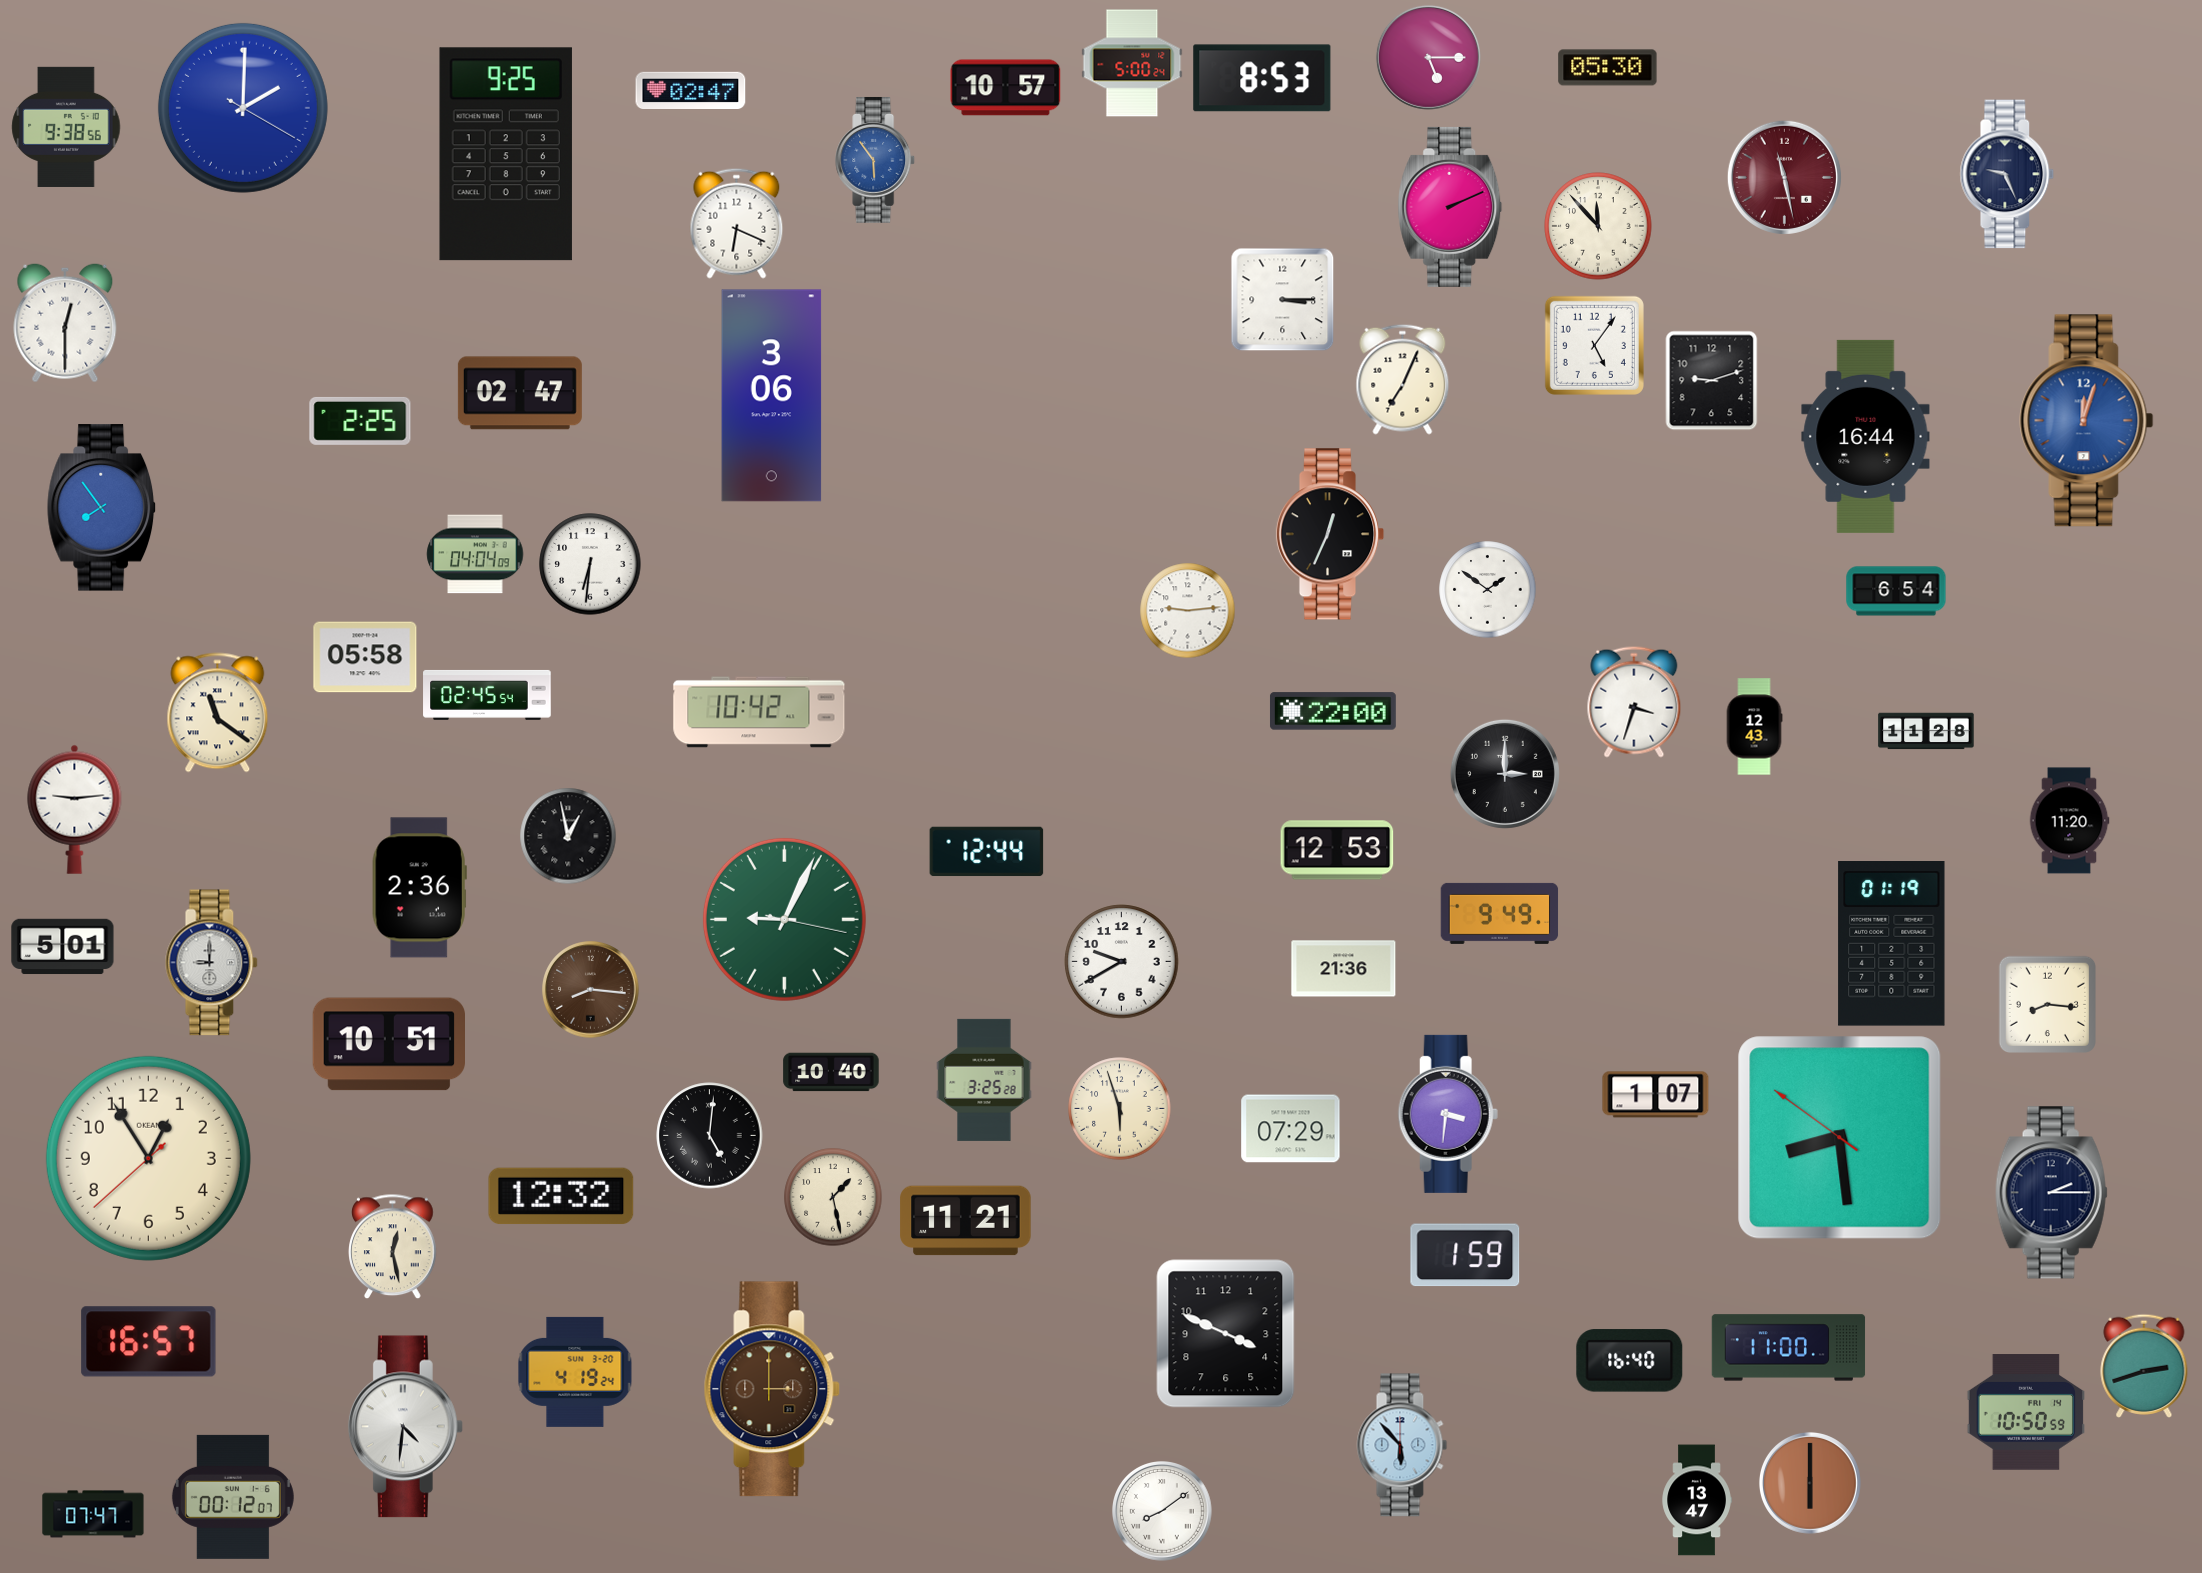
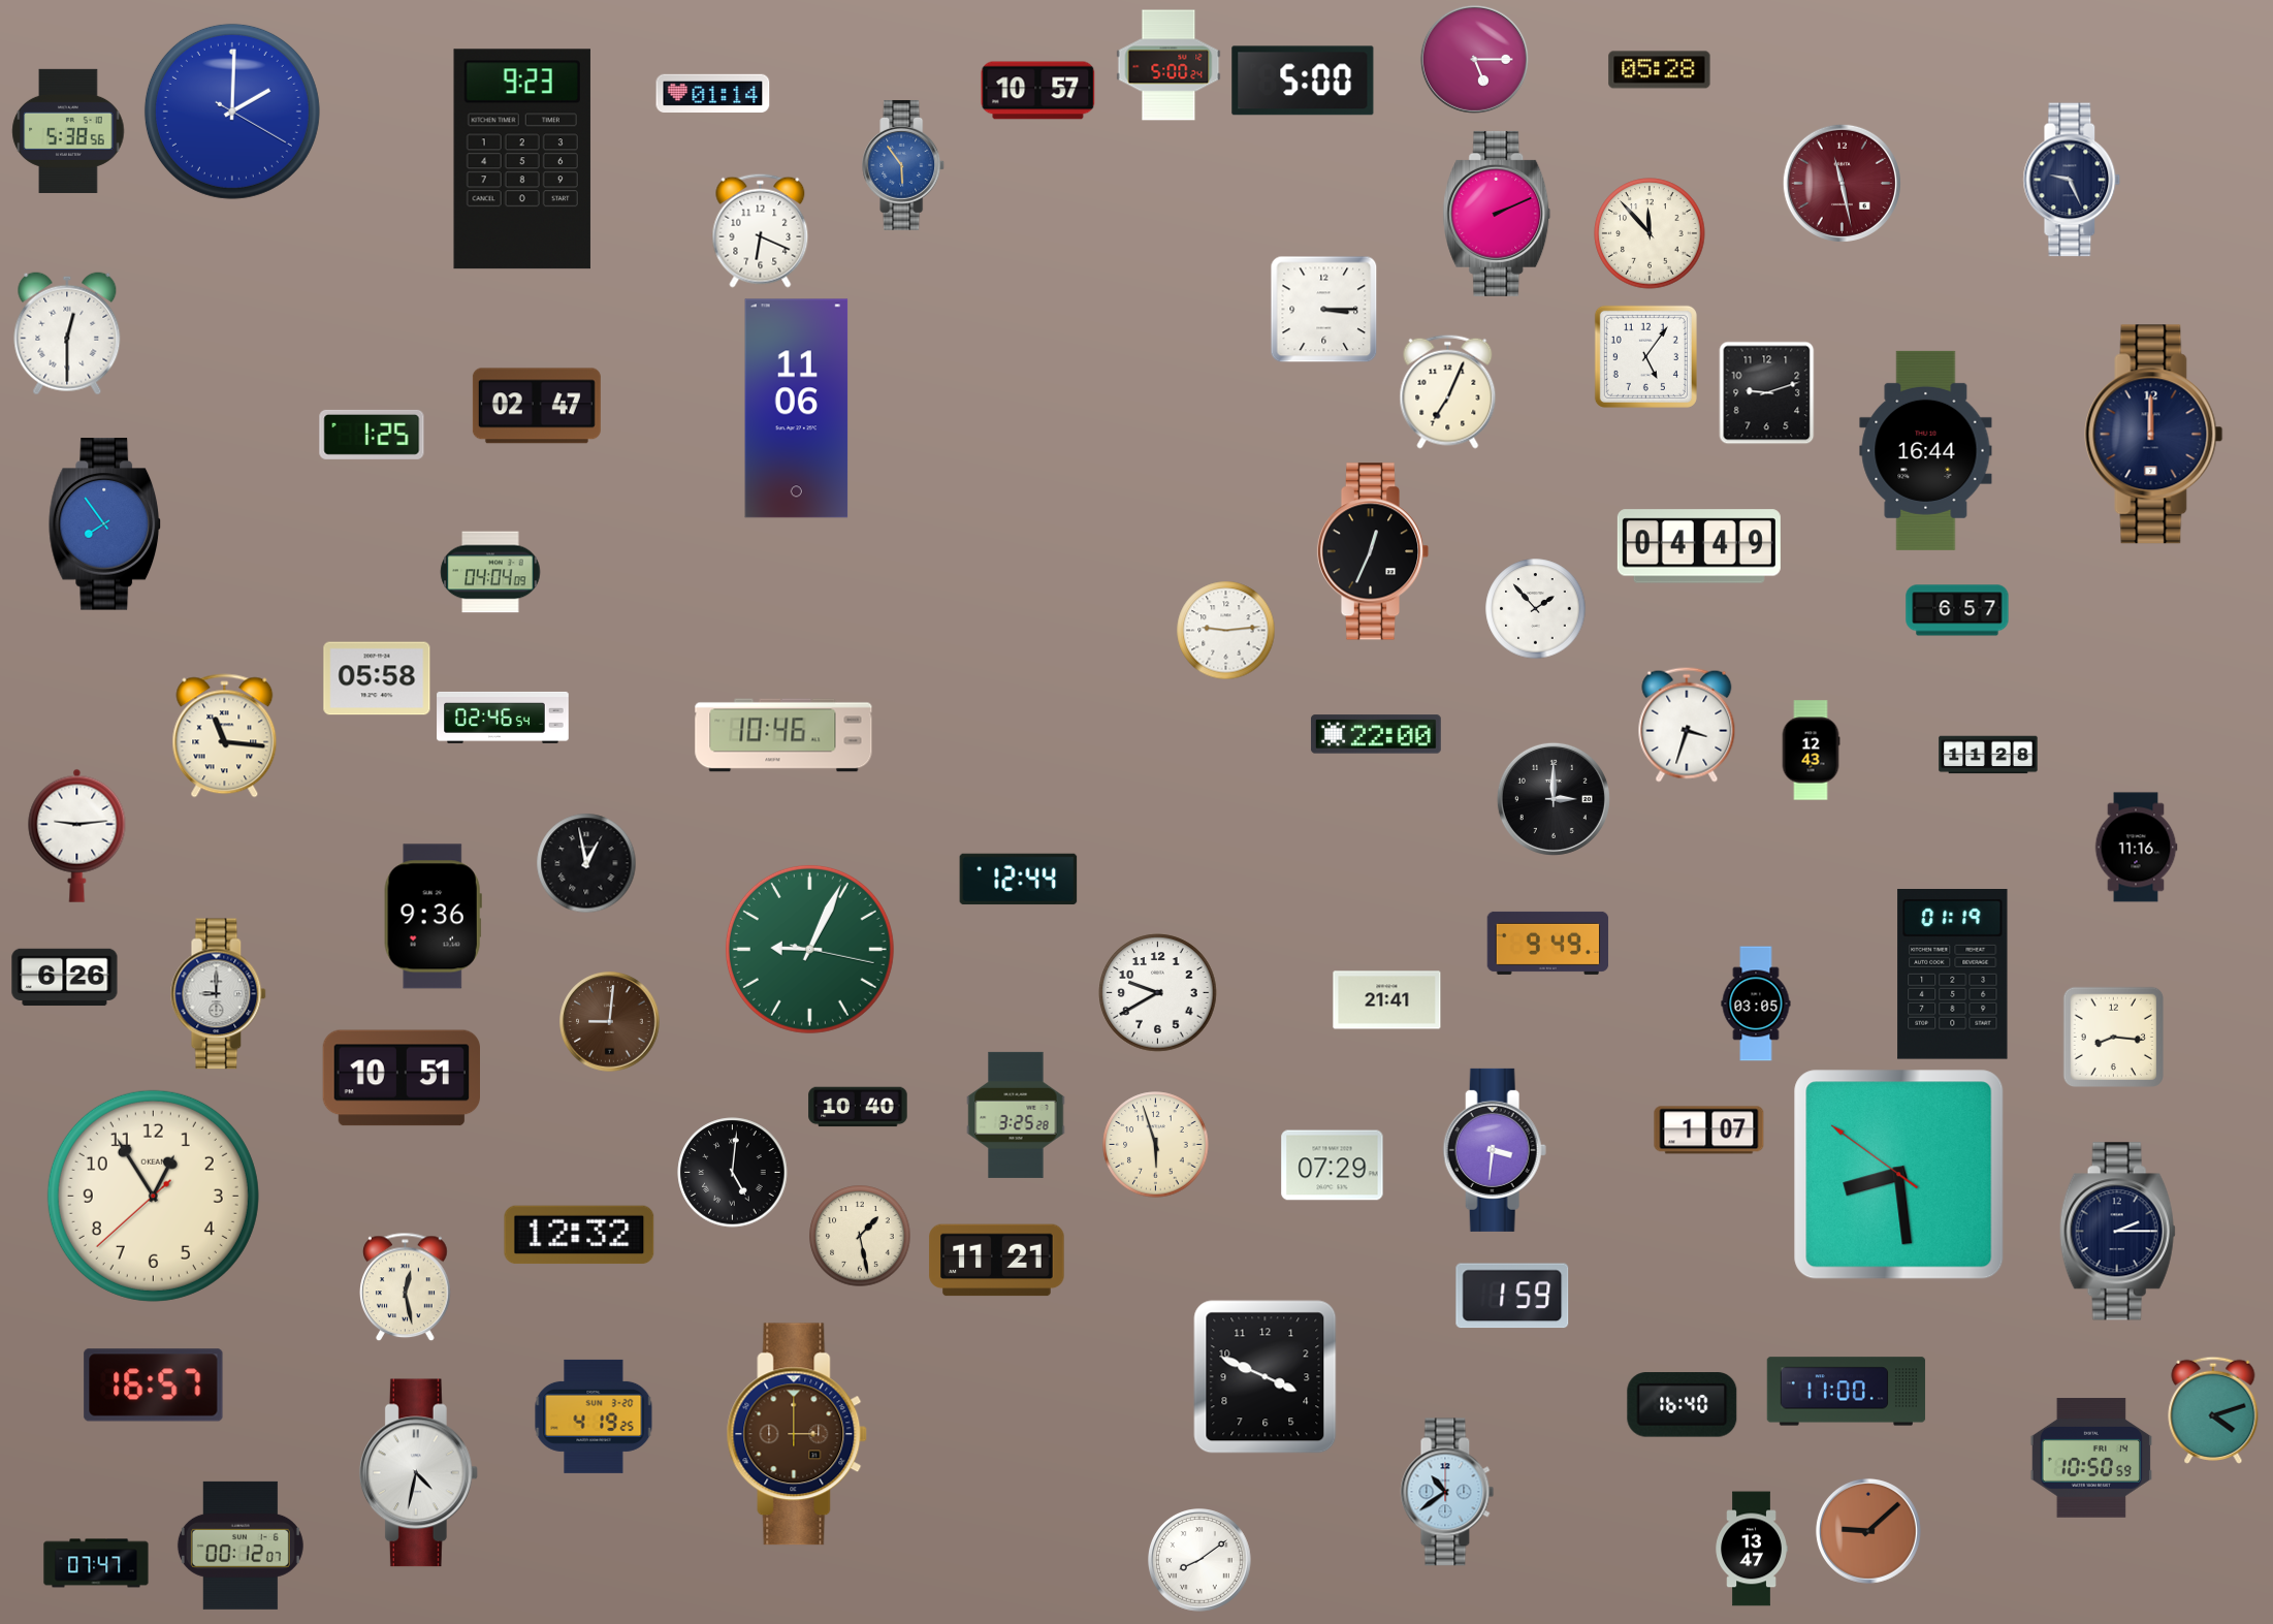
clock at (1608, 68): 05:30 -> 05:28
clock at (1262, 78): 8:53 -> 5:00
clock at (691, 90): 02:47 -> 01:14
clock at (243, 108) position: (243, 108) -> (232, 112)
clock at (66, 127): 9:38 -> 5:38
clock at (506, 154): 9:25 -> 9:23
clock at (772, 396): 3:06 -> 11:06
clock at (360, 421): 2:25 -> 1:25
clock at (2087, 421): 12:03 -> 12:00
clock at (2087, 421) dial: blue -> navy
clock at (1699, 546): none -> 04:49
clock at (590, 564): 6:31 -> none
clock at (1488, 590): 1:51 -> 1:53
clock at (1896, 591): 6:54 -> 6:57
clock at (487, 695): 02:45 -> 02:46
clock at (759, 712): 10:42 -> 10:46
clock at (218, 713): 11:21 -> 11:16
clock at (2069, 821): 11:20 -> 11:16
clock at (1337, 850): 12:53 -> none
clock at (419, 888): 2:36 -> 9:36
clock at (63, 947): 5:01 -> 6:26
clock at (1344, 969): 21:36 -> 21:41
clock at (1756, 1004): none -> 03:05
clock at (591, 990): 8:16 -> 9:01
clock at (2144, 1366): 2:42 -> 4:12
clock at (575, 1372): 4:19:24 -> 4:19:25
clock at (405, 1427): 4:31 -> 4:32
clock at (1402, 1445): 5:53 -> 10:39
clock at (1810, 1483): 6:00 -> 9:08
